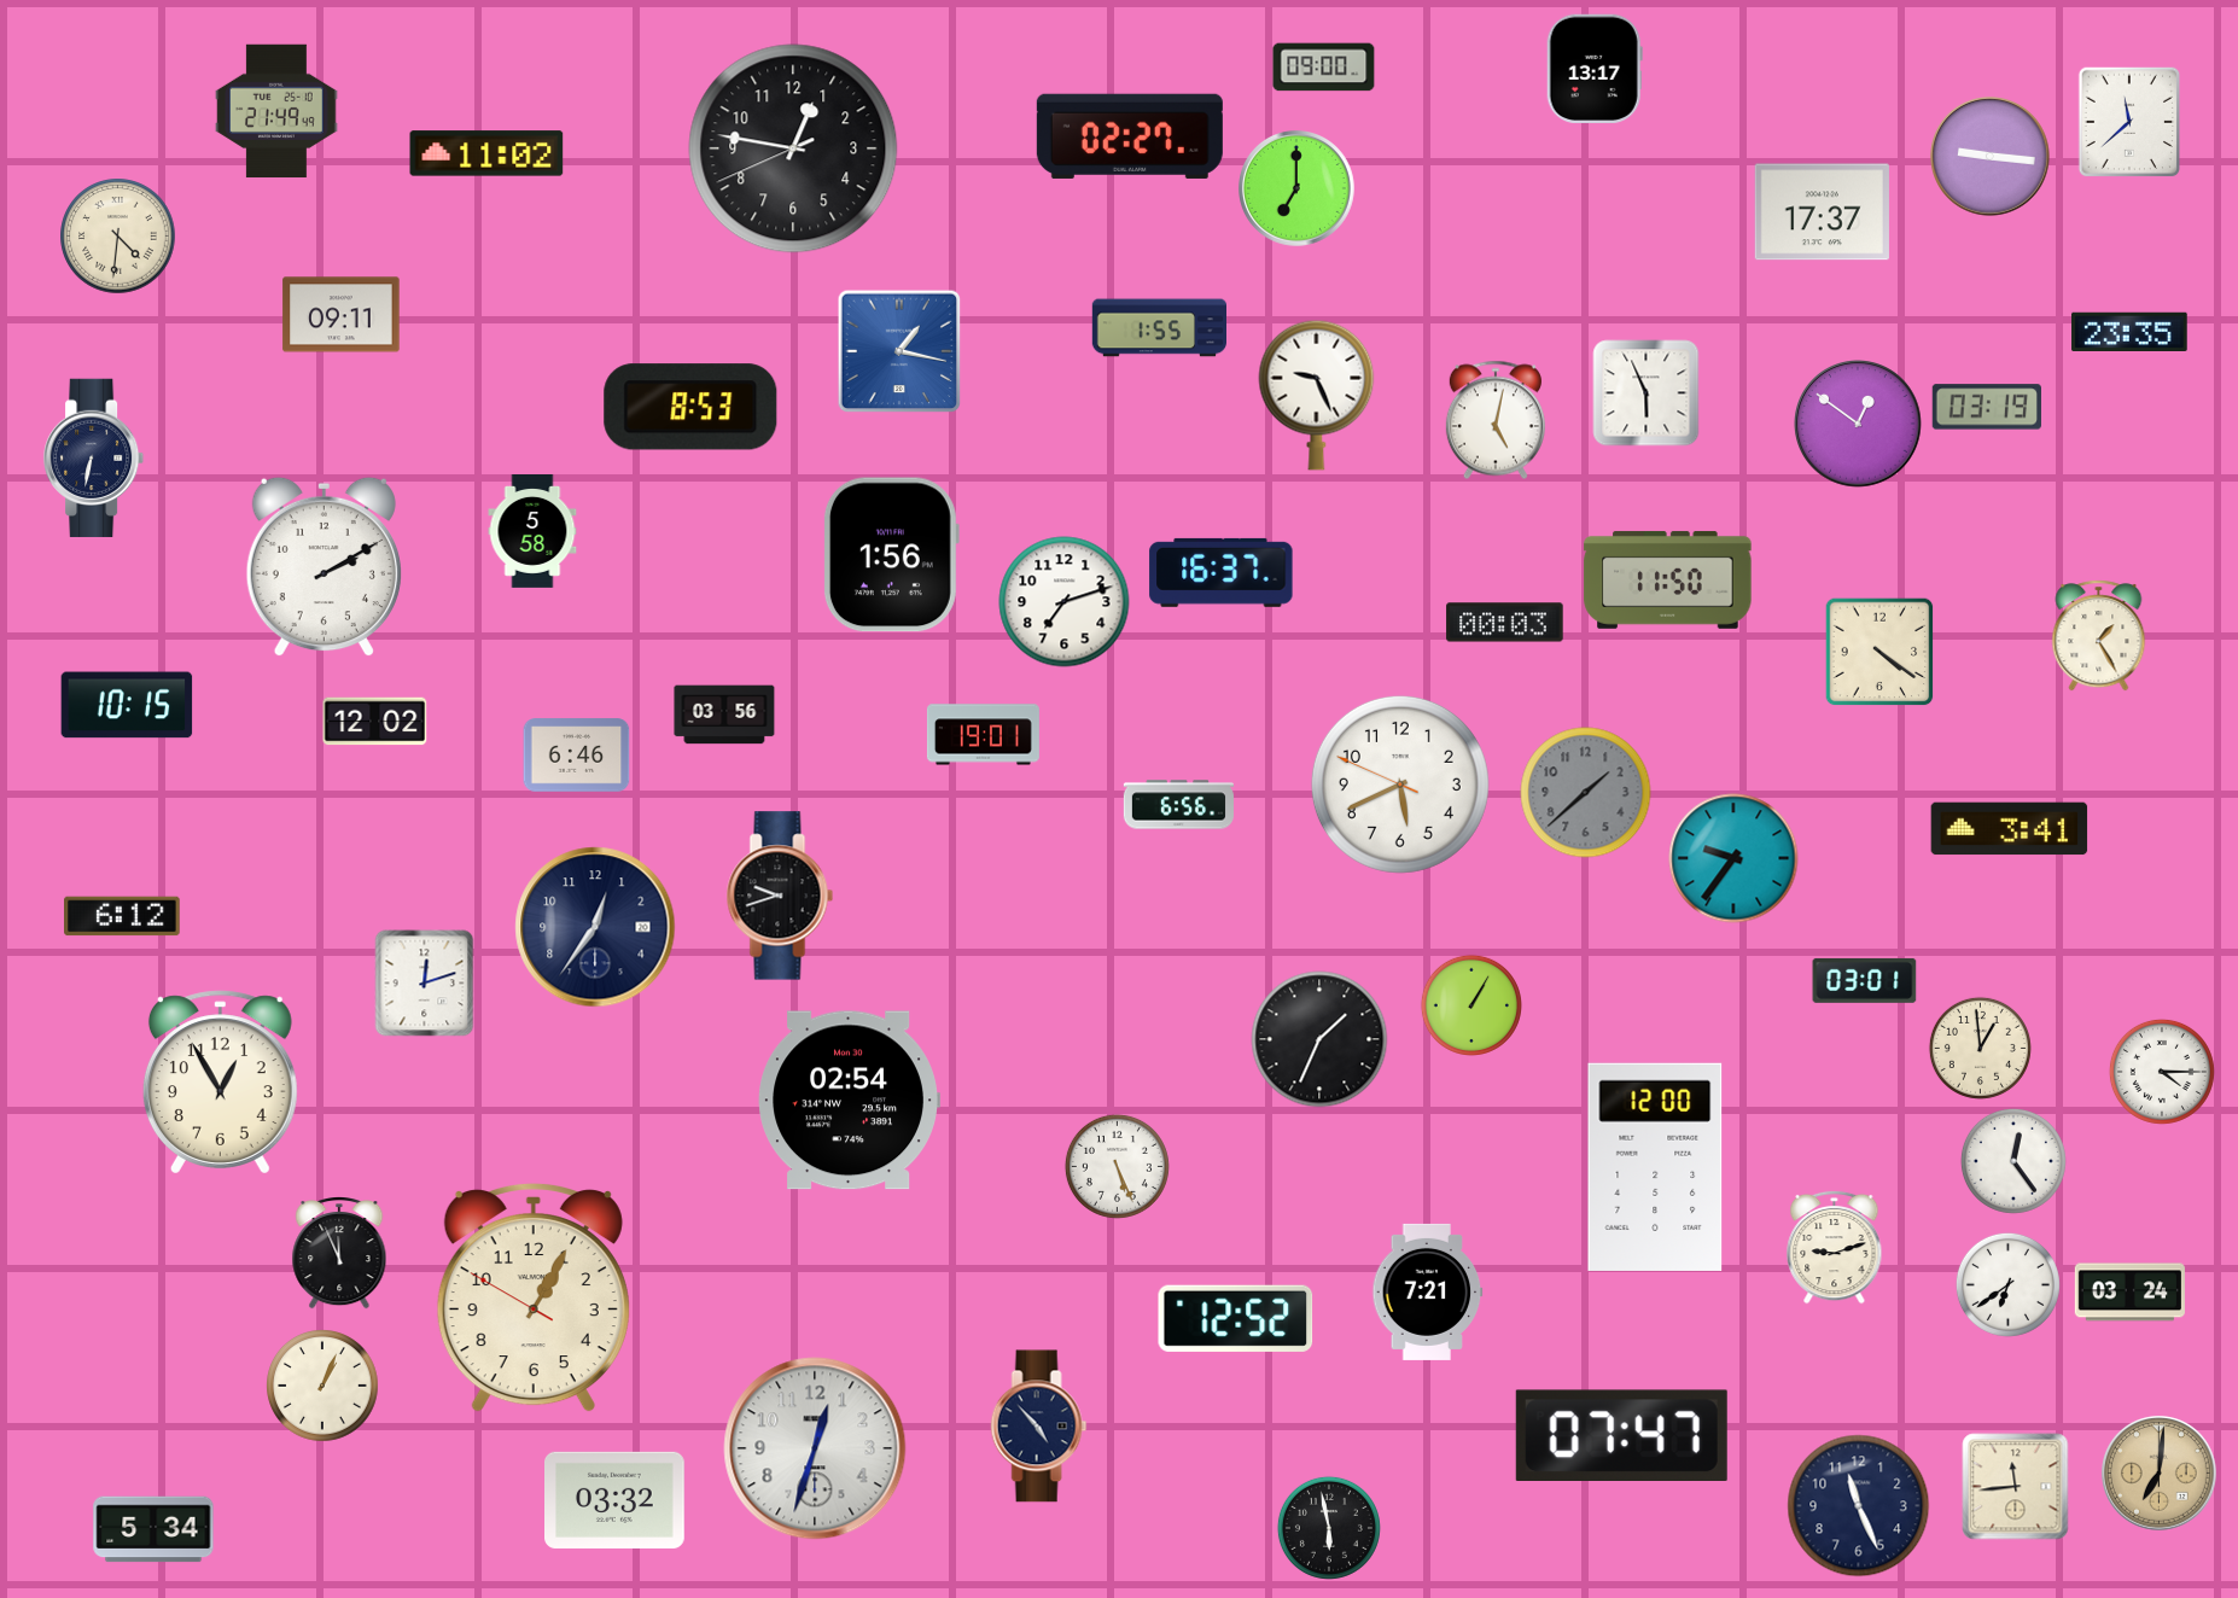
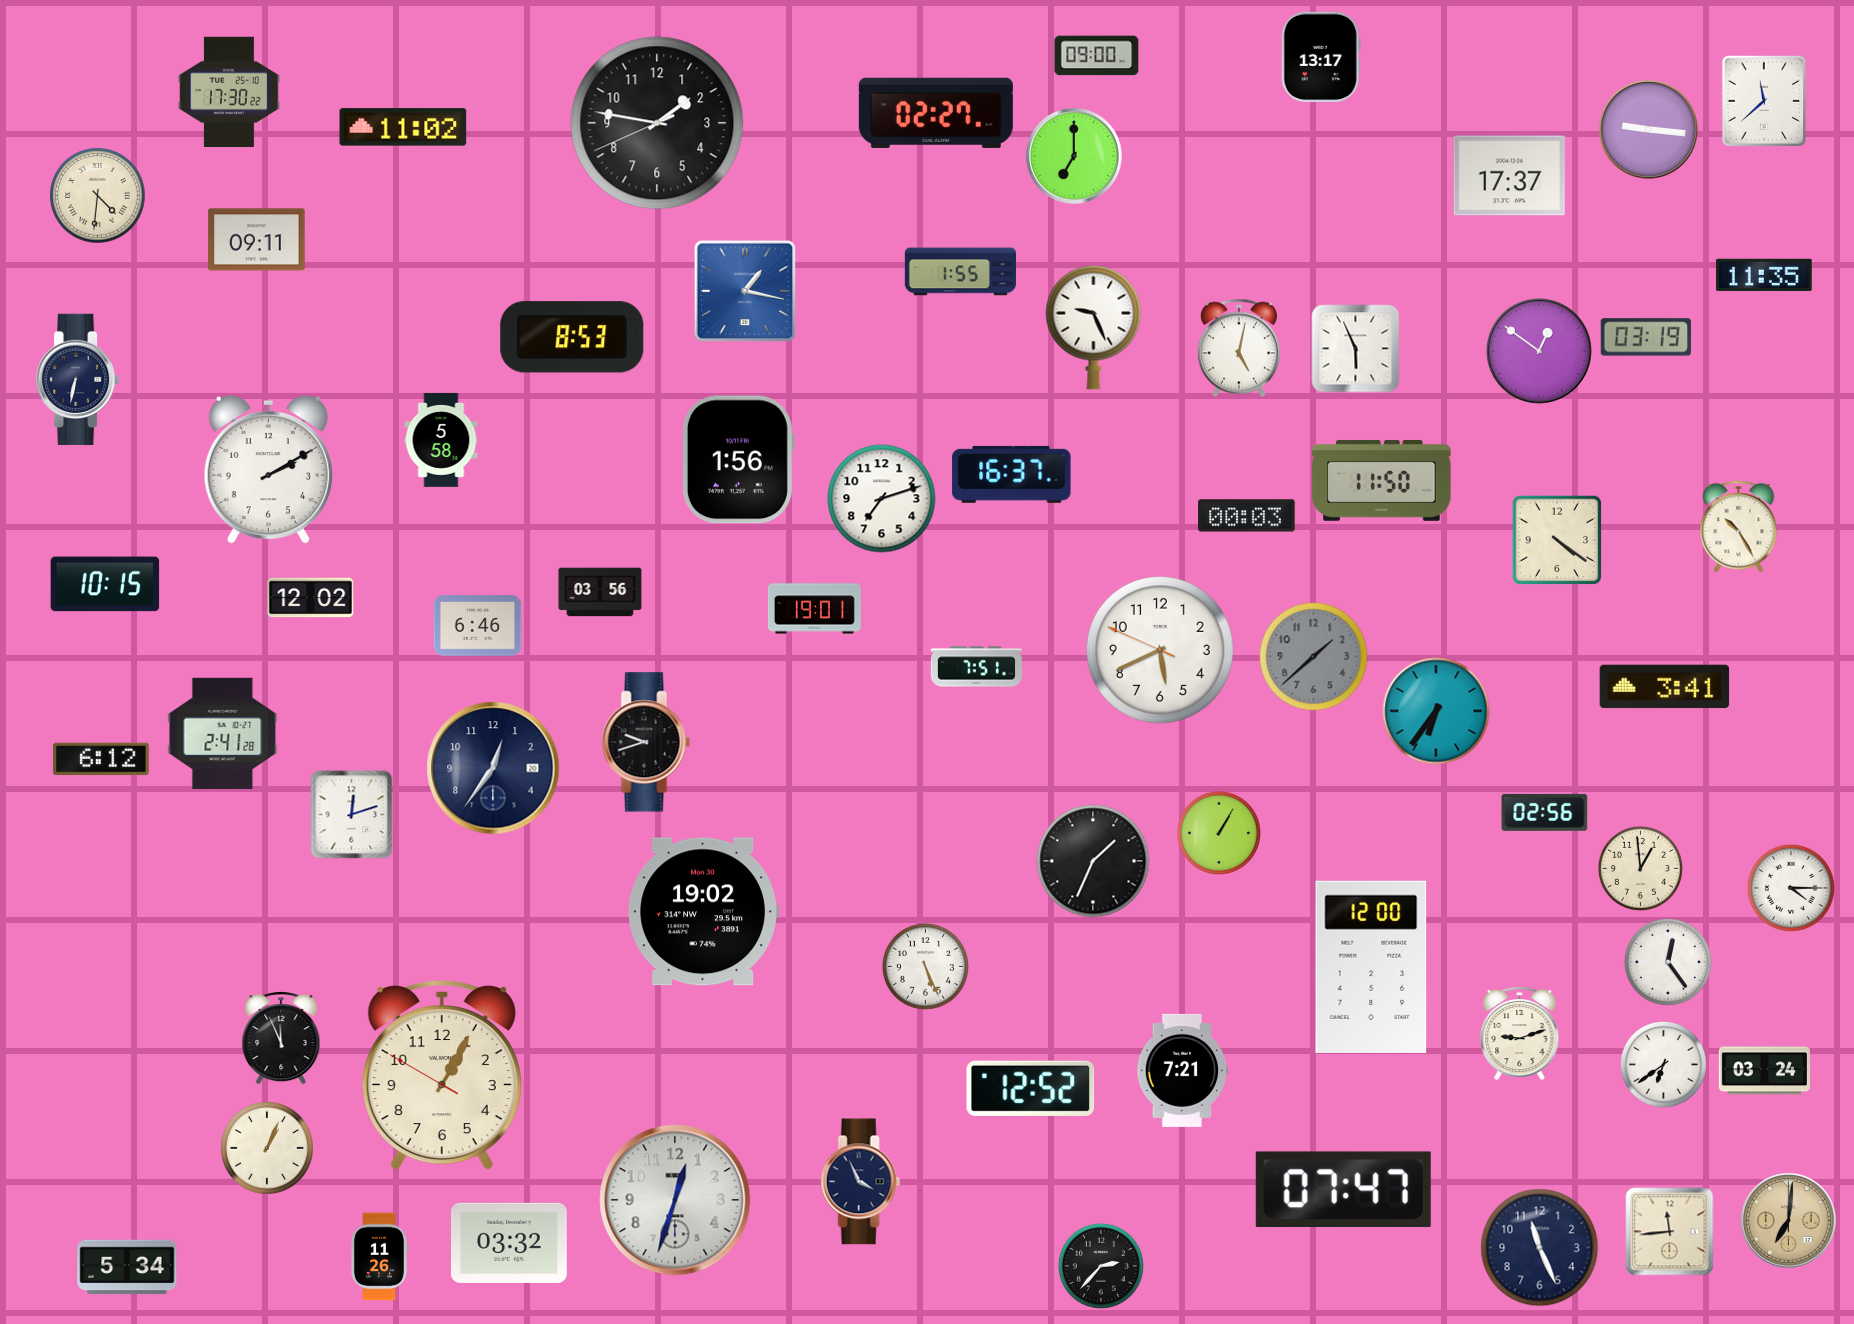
clock at (276, 111): 21:49 -> 17:30
clock at (793, 148): 12:46 -> 1:46
clock at (342, 315) position: (342, 315) -> (257, 240)
clock at (2129, 331): 23:35 -> 11:35
clock at (1647, 393) position: (1647, 393) -> (1356, 349)
clock at (1317, 395) position: (1317, 395) -> (1094, 327)
clock at (2099, 636): 1:25 -> 10:25
clock at (1178, 805): 6:56 -> 7:51
clock at (1733, 858): 9:36 -> 6:36
clock at (223, 733): none -> 2:41
clock at (1865, 980): 03:01 -> 02:56
clock at (220, 1083): 12:55 -> none
clock at (849, 1101): 02:54 -> 19:02
clock at (1236, 1318) position: (1236, 1318) -> (1031, 1088)
clock at (1039, 1427): 4:53 -> 3:56
clock at (379, 1257): none -> 11:26
clock at (1329, 1528): 5:58 -> 2:37
